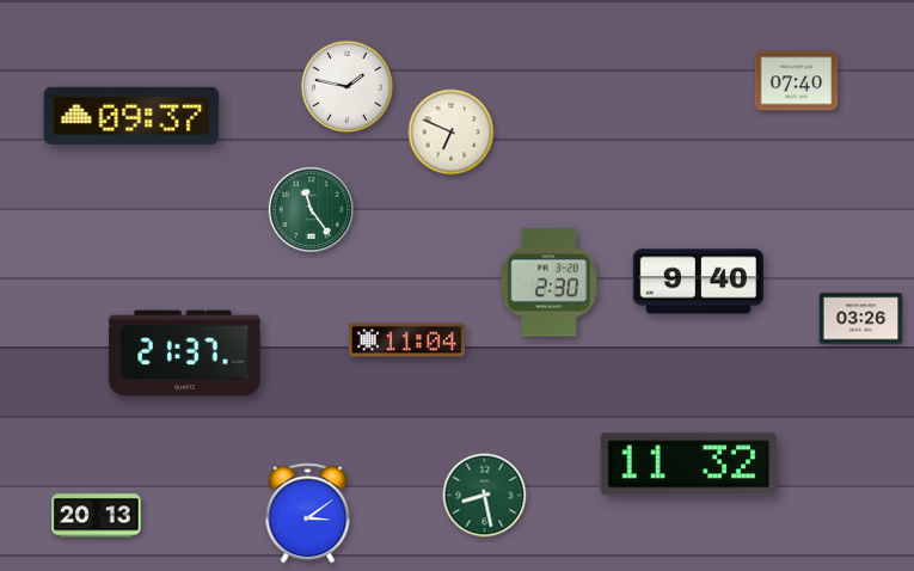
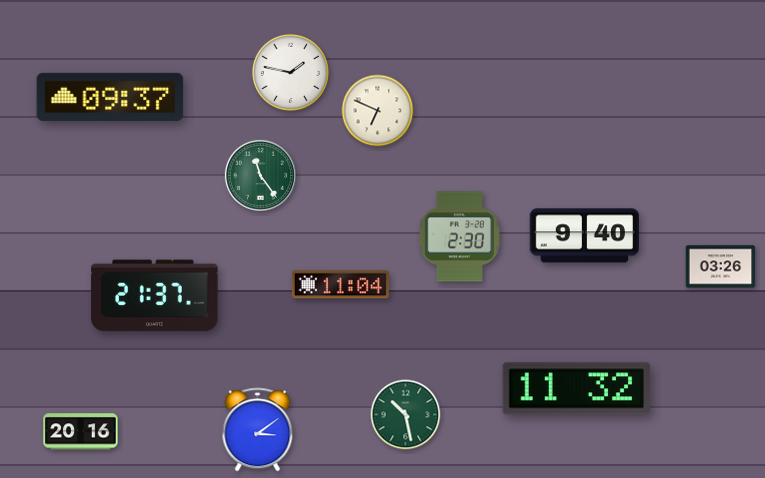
clock at (797, 81): 07:40 -> none
clock at (485, 496): 8:28 -> 10:28
clock at (97, 516): 20:13 -> 20:16
